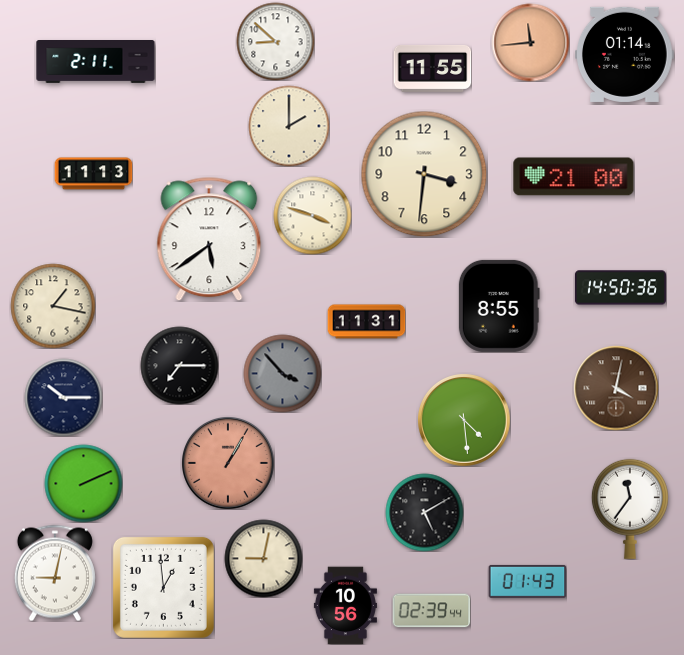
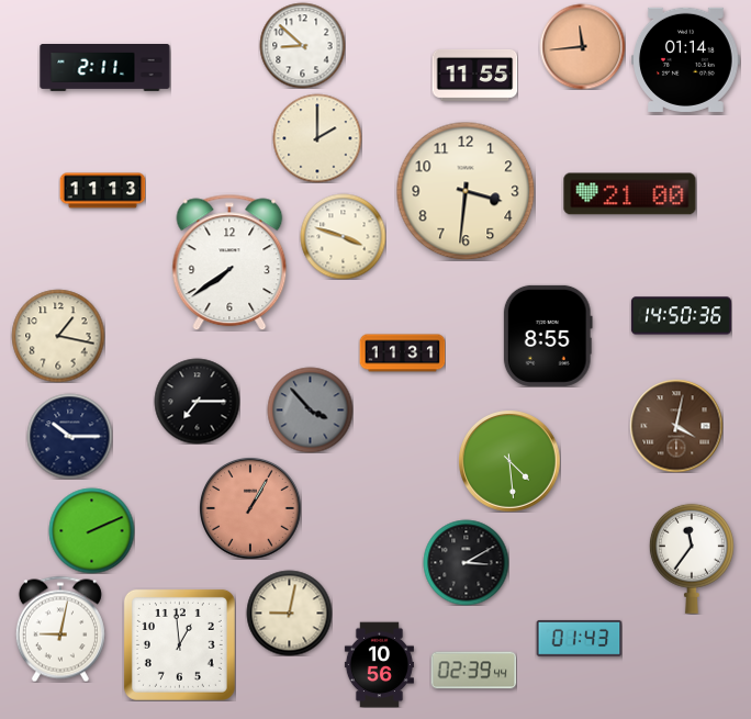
clock at (209, 239): 5:39 -> 7:39
clock at (424, 512): 5:10 -> 3:10
